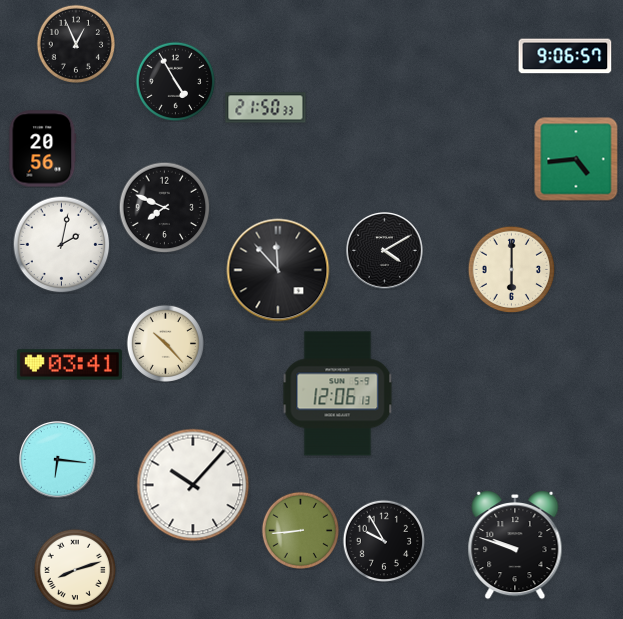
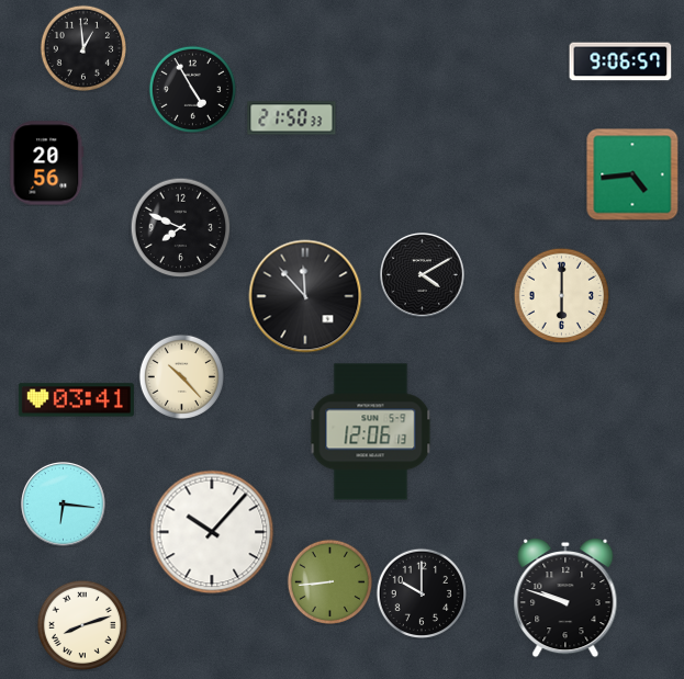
clock at (75, 43): 12:56 -> 12:59
clock at (61, 244): 2:02 -> none
clock at (383, 540): 9:55 -> 10:00
